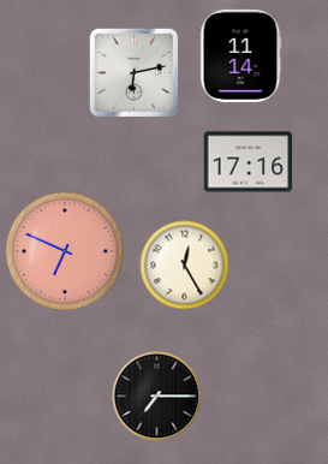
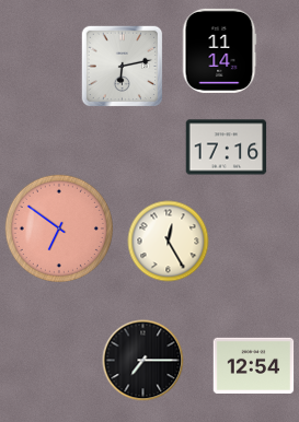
clock at (65, 251): 6:49 -> 6:51
clock at (254, 365): none -> 12:54
